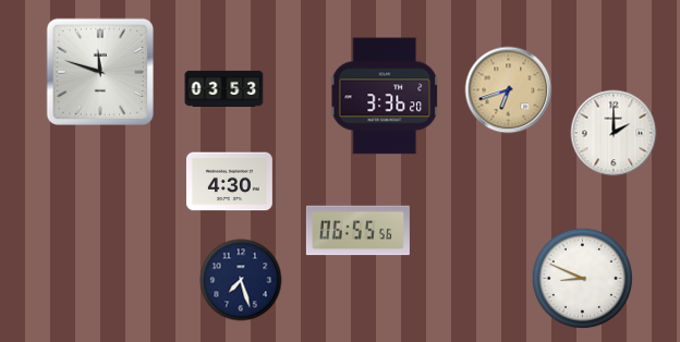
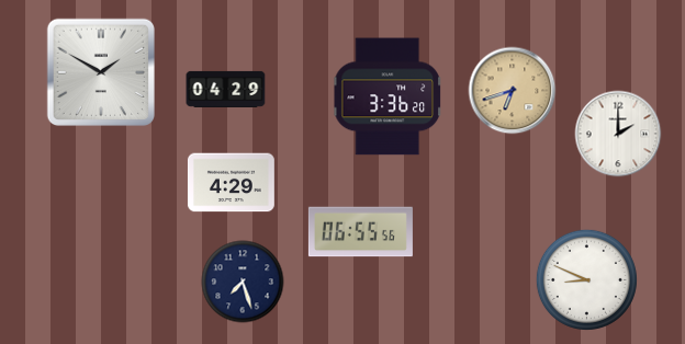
clock at (99, 71): 11:48 -> 1:50
clock at (224, 88): 03:53 -> 04:29
clock at (229, 182): 4:30 -> 4:29
